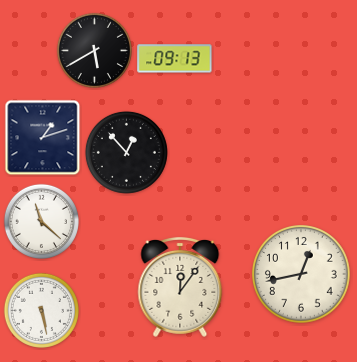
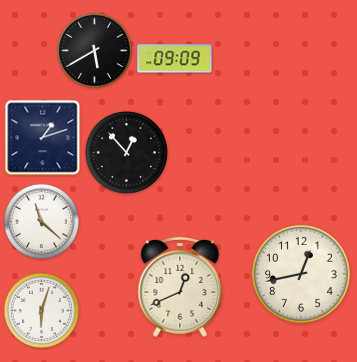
clock at (175, 59): 09:13 -> 09:09
clock at (180, 287): 12:06 -> 12:41
clock at (41, 310): 5:28 -> 6:03
